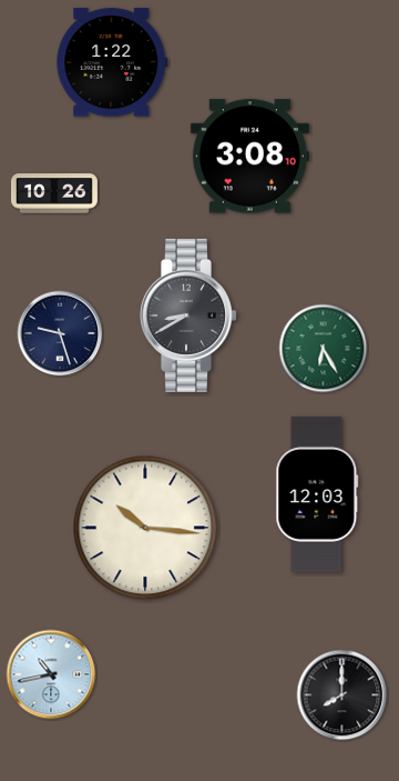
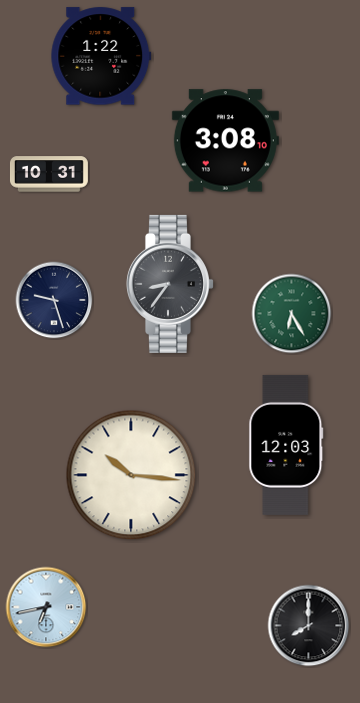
clock at (54, 193): 10:26 -> 10:31
clock at (188, 316): 8:40 -> 8:36
clock at (51, 674): 10:43 -> 6:43
